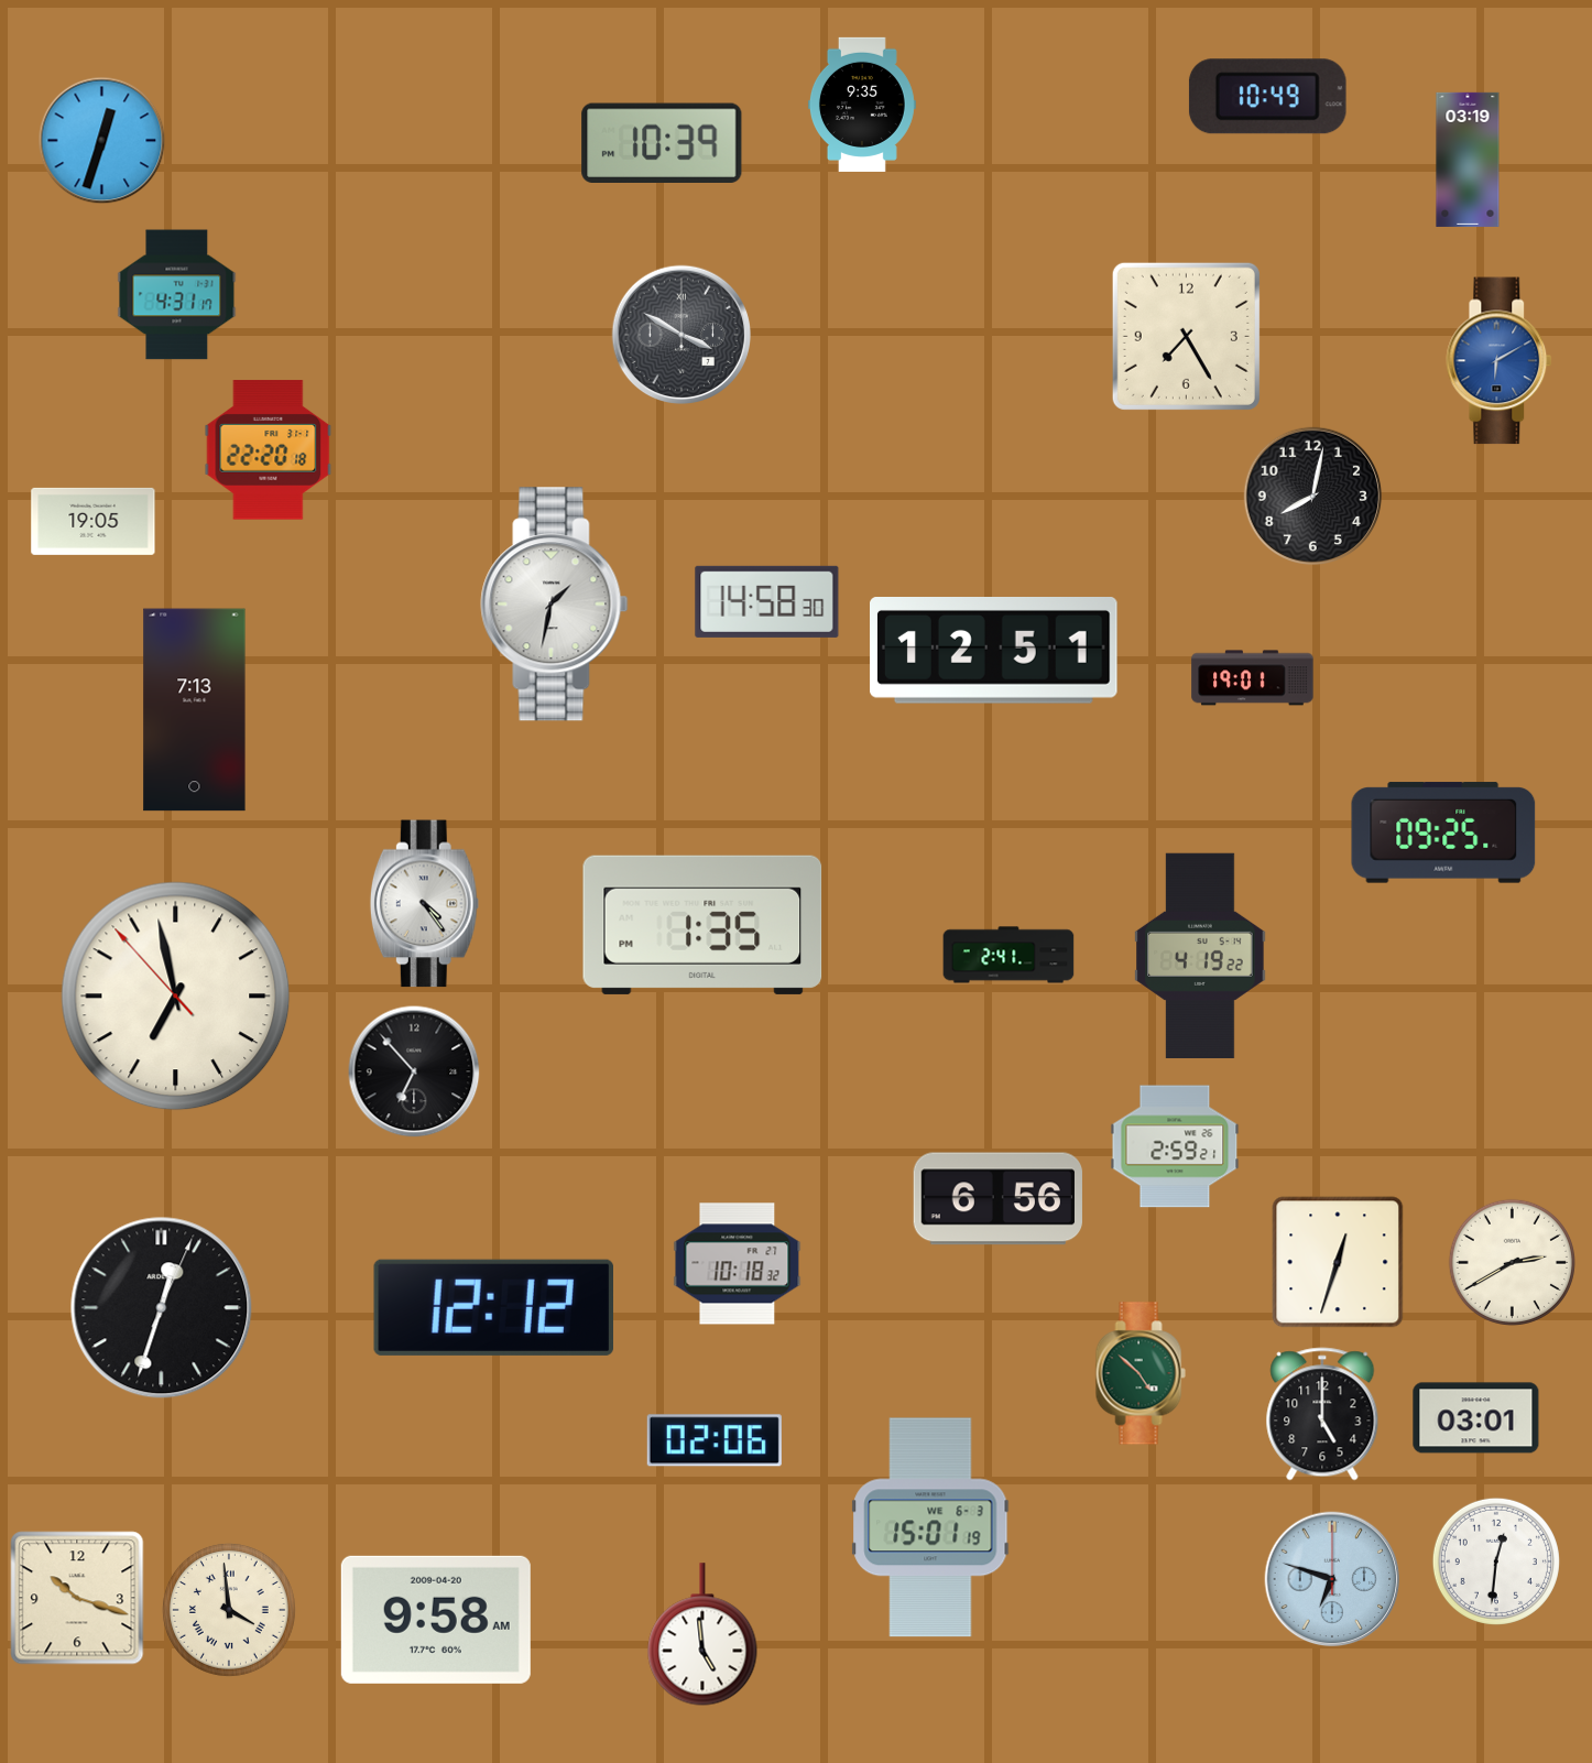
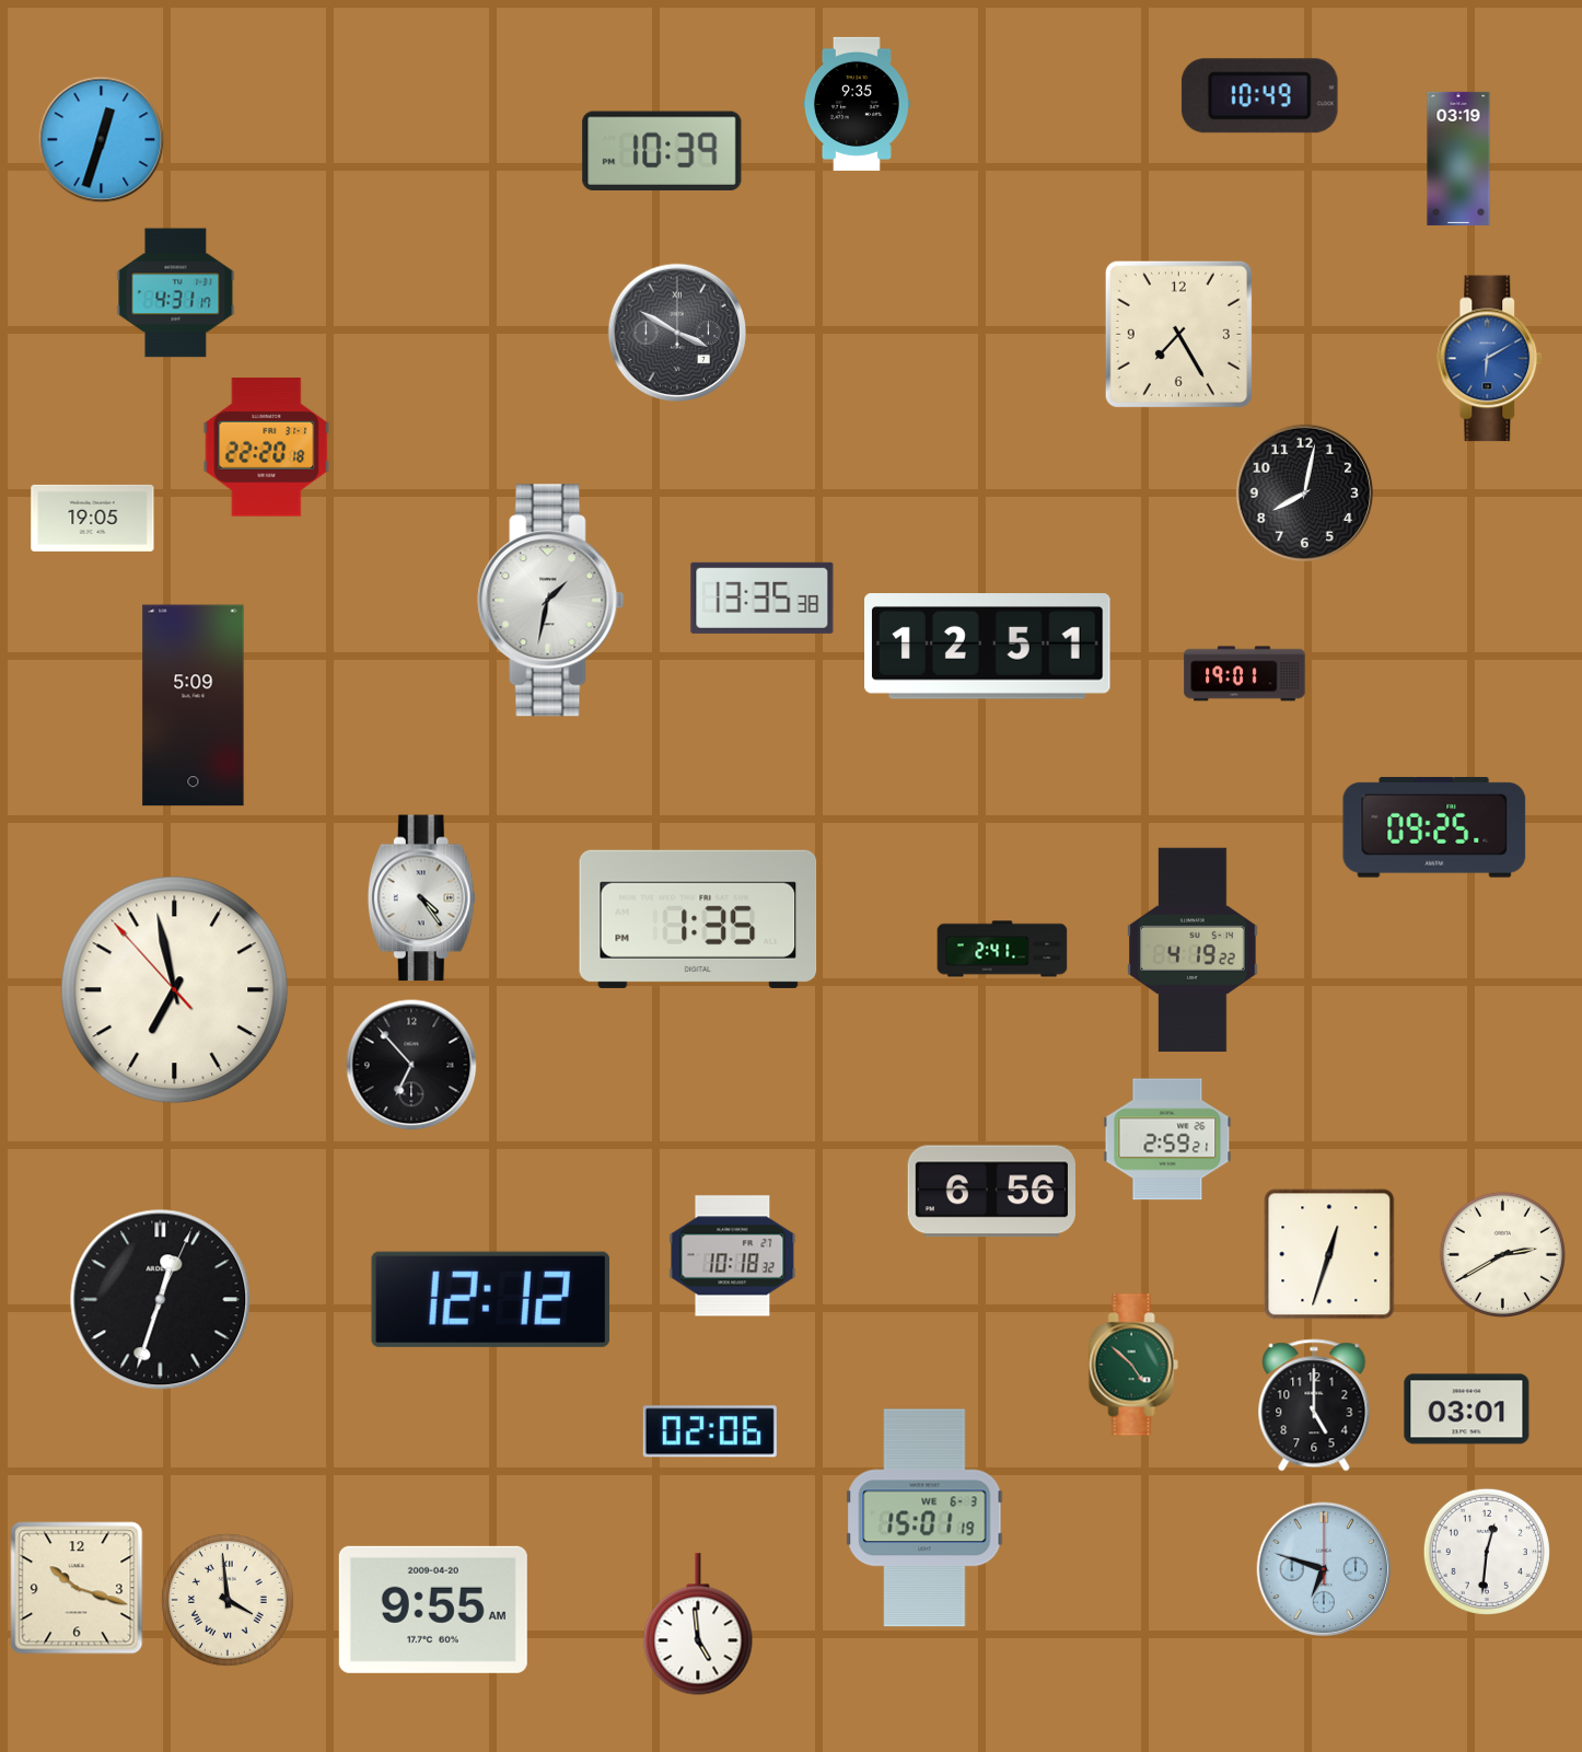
clock at (662, 142) position: (662, 142) -> (662, 150)
clock at (767, 601): 14:58 -> 13:35
clock at (195, 710): 7:13 -> 5:09
clock at (436, 1620): 9:58 -> 9:55
